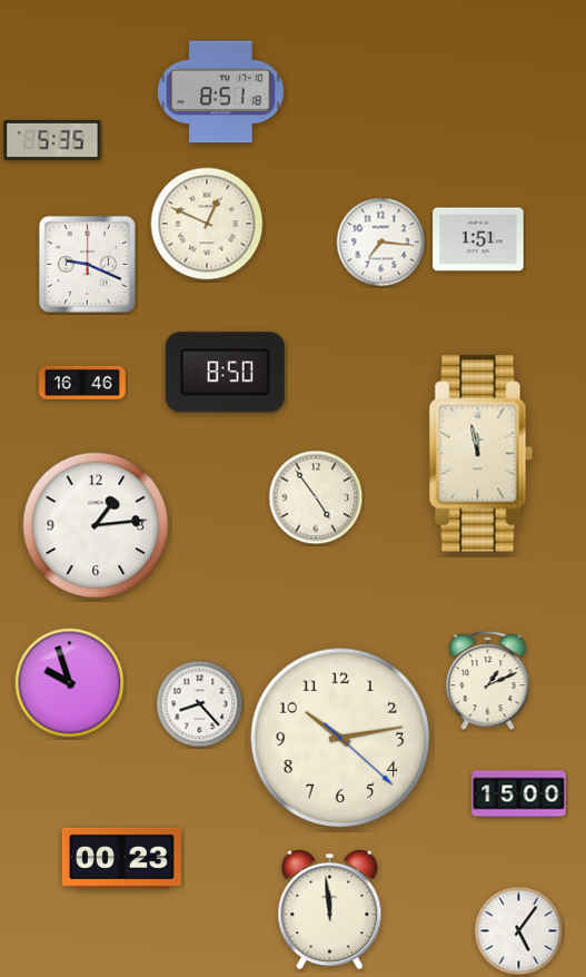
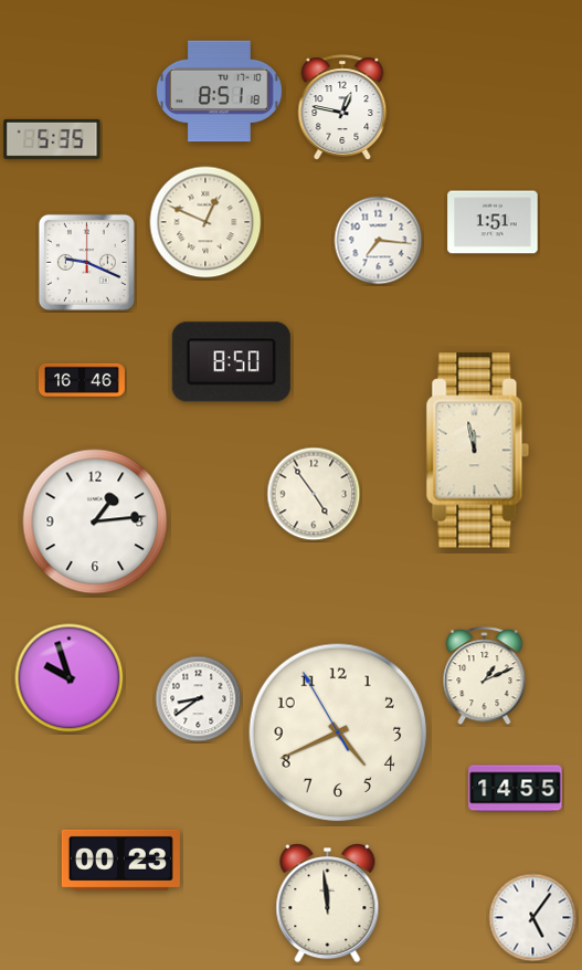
clock at (342, 107): none -> 12:47
clock at (478, 239) position: (478, 239) -> (493, 222)
clock at (225, 373) position: (225, 373) -> (231, 362)
clock at (200, 704): 8:23 -> 8:39
clock at (340, 738): 10:13 -> 4:40
clock at (519, 795): 15:00 -> 14:55
clock at (121, 858) position: (121, 858) -> (120, 860)
clock at (519, 931) position: (519, 931) -> (533, 918)
